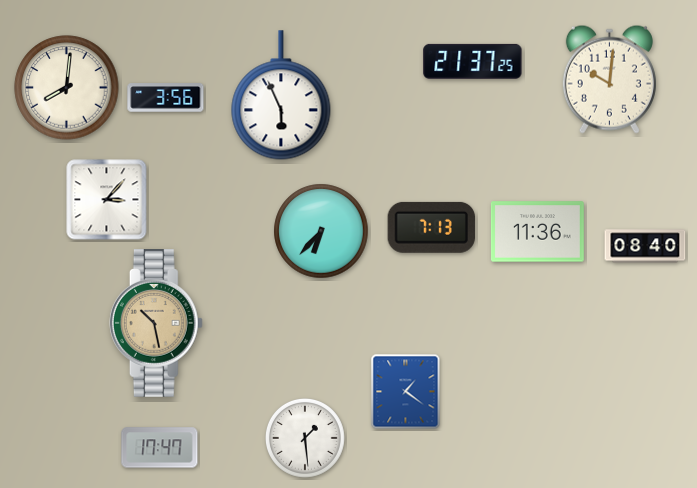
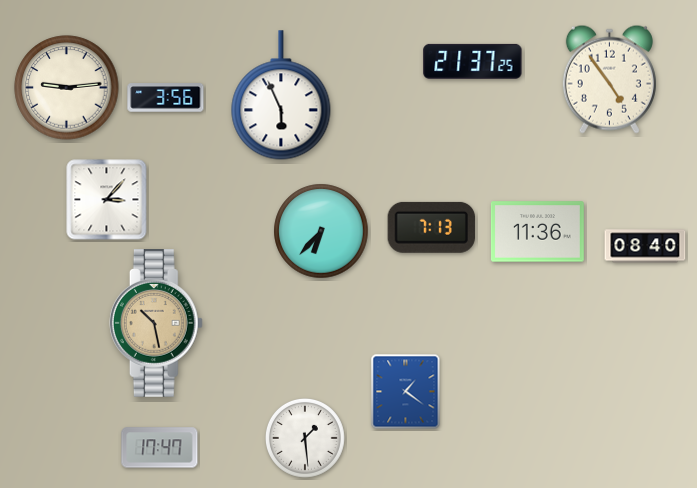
clock at (609, 79): 10:01 -> 4:54
clock at (67, 88): 8:01 -> 9:14
